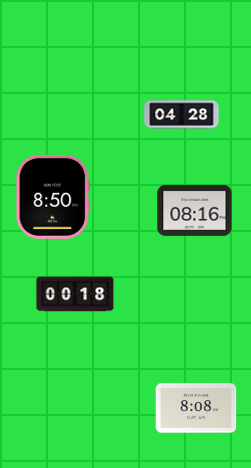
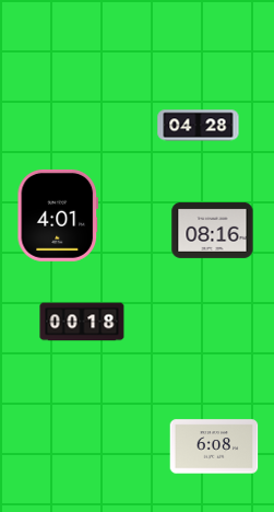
clock at (53, 197): 8:50 -> 4:01
clock at (196, 408): 8:08 -> 6:08
